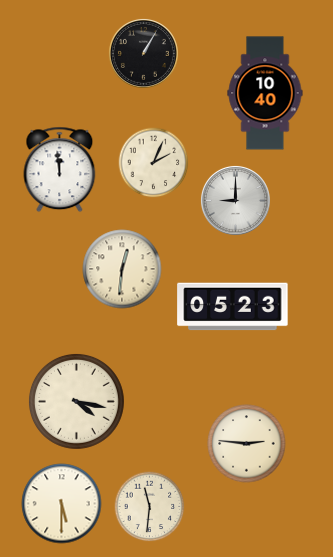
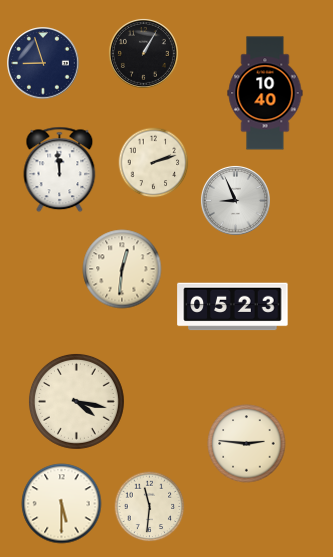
clock at (43, 63): none -> 8:57
clock at (154, 163): 2:04 -> 2:12
clock at (235, 200): 9:00 -> 8:56
